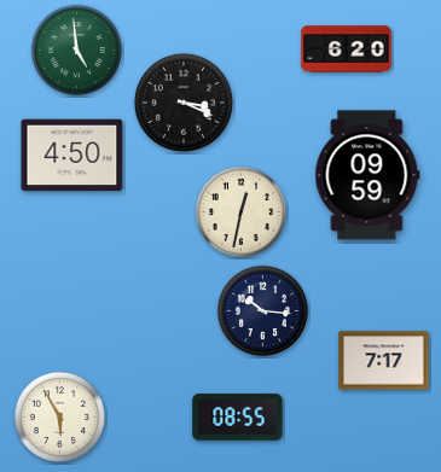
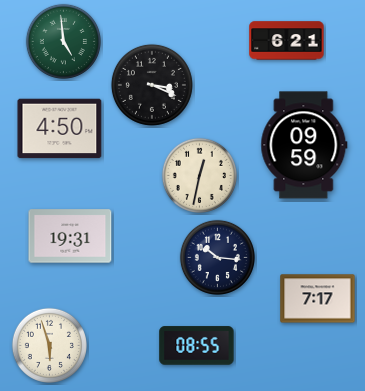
clock at (347, 49): 6:20 -> 6:21
clock at (70, 236): none -> 19:31
clock at (59, 416): 5:55 -> 5:57
